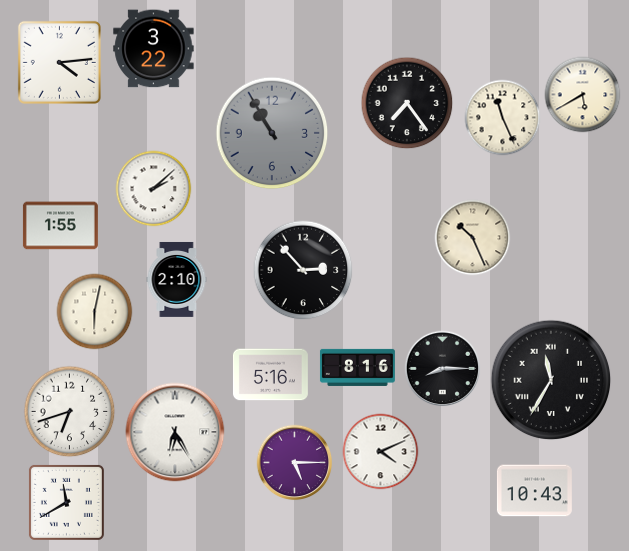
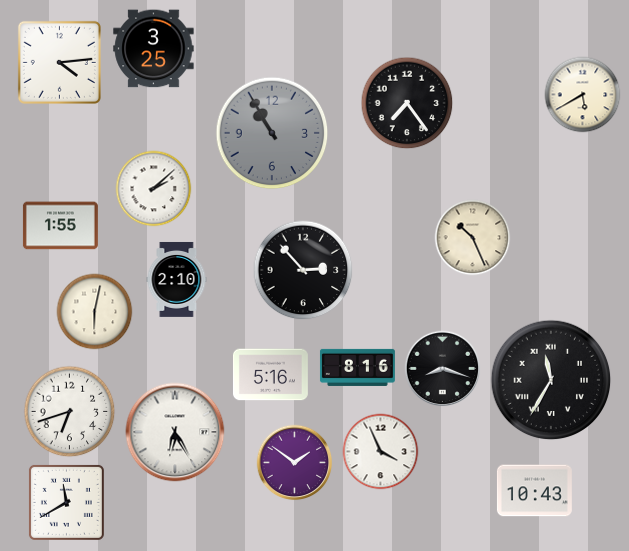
clock at (154, 49): 3:22 -> 3:25
clock at (503, 118): 11:26 -> none
clock at (443, 369): 8:15 -> 8:18
clock at (381, 452): 4:11 -> 3:56
clock at (295, 463): 5:15 -> 1:51
